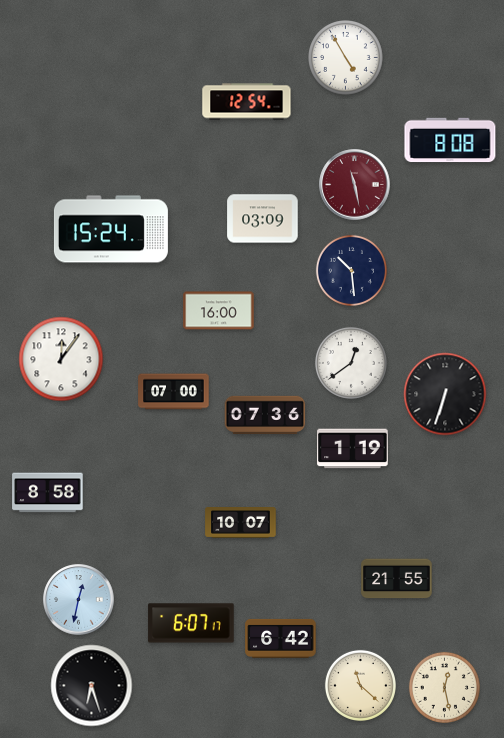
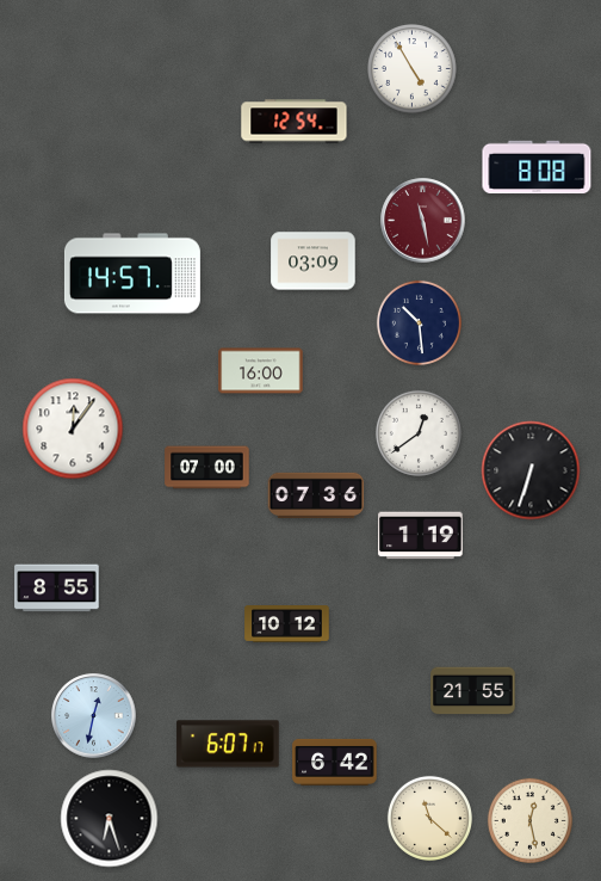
clock at (111, 229): 15:24 -> 14:57
clock at (48, 493): 8:58 -> 8:55
clock at (241, 523): 10:07 -> 10:12
